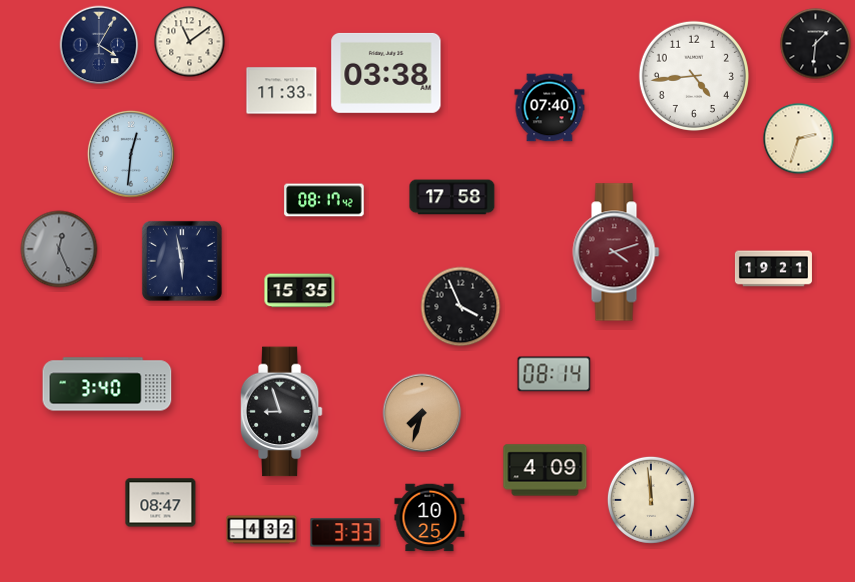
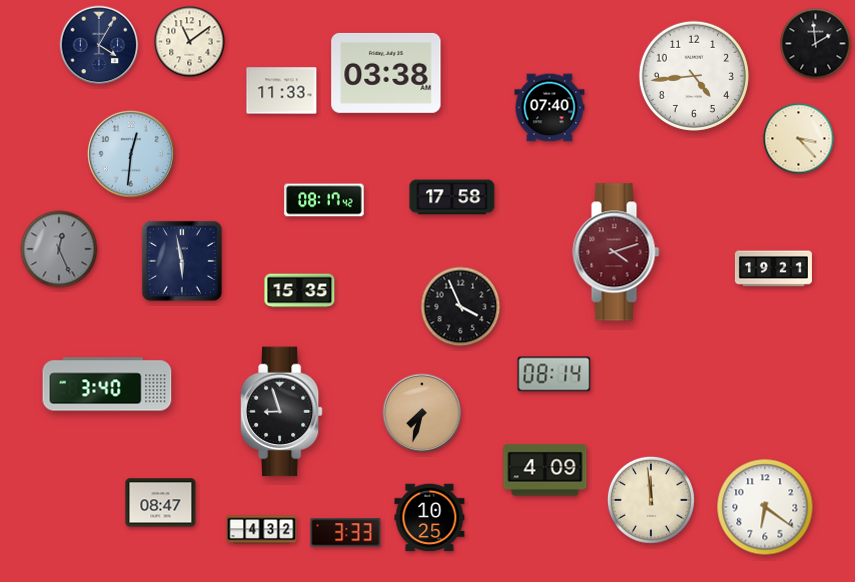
clock at (816, 44): 1:31 -> 1:59
clock at (799, 139): 2:33 -> 3:23
clock at (765, 507): none -> 6:21
